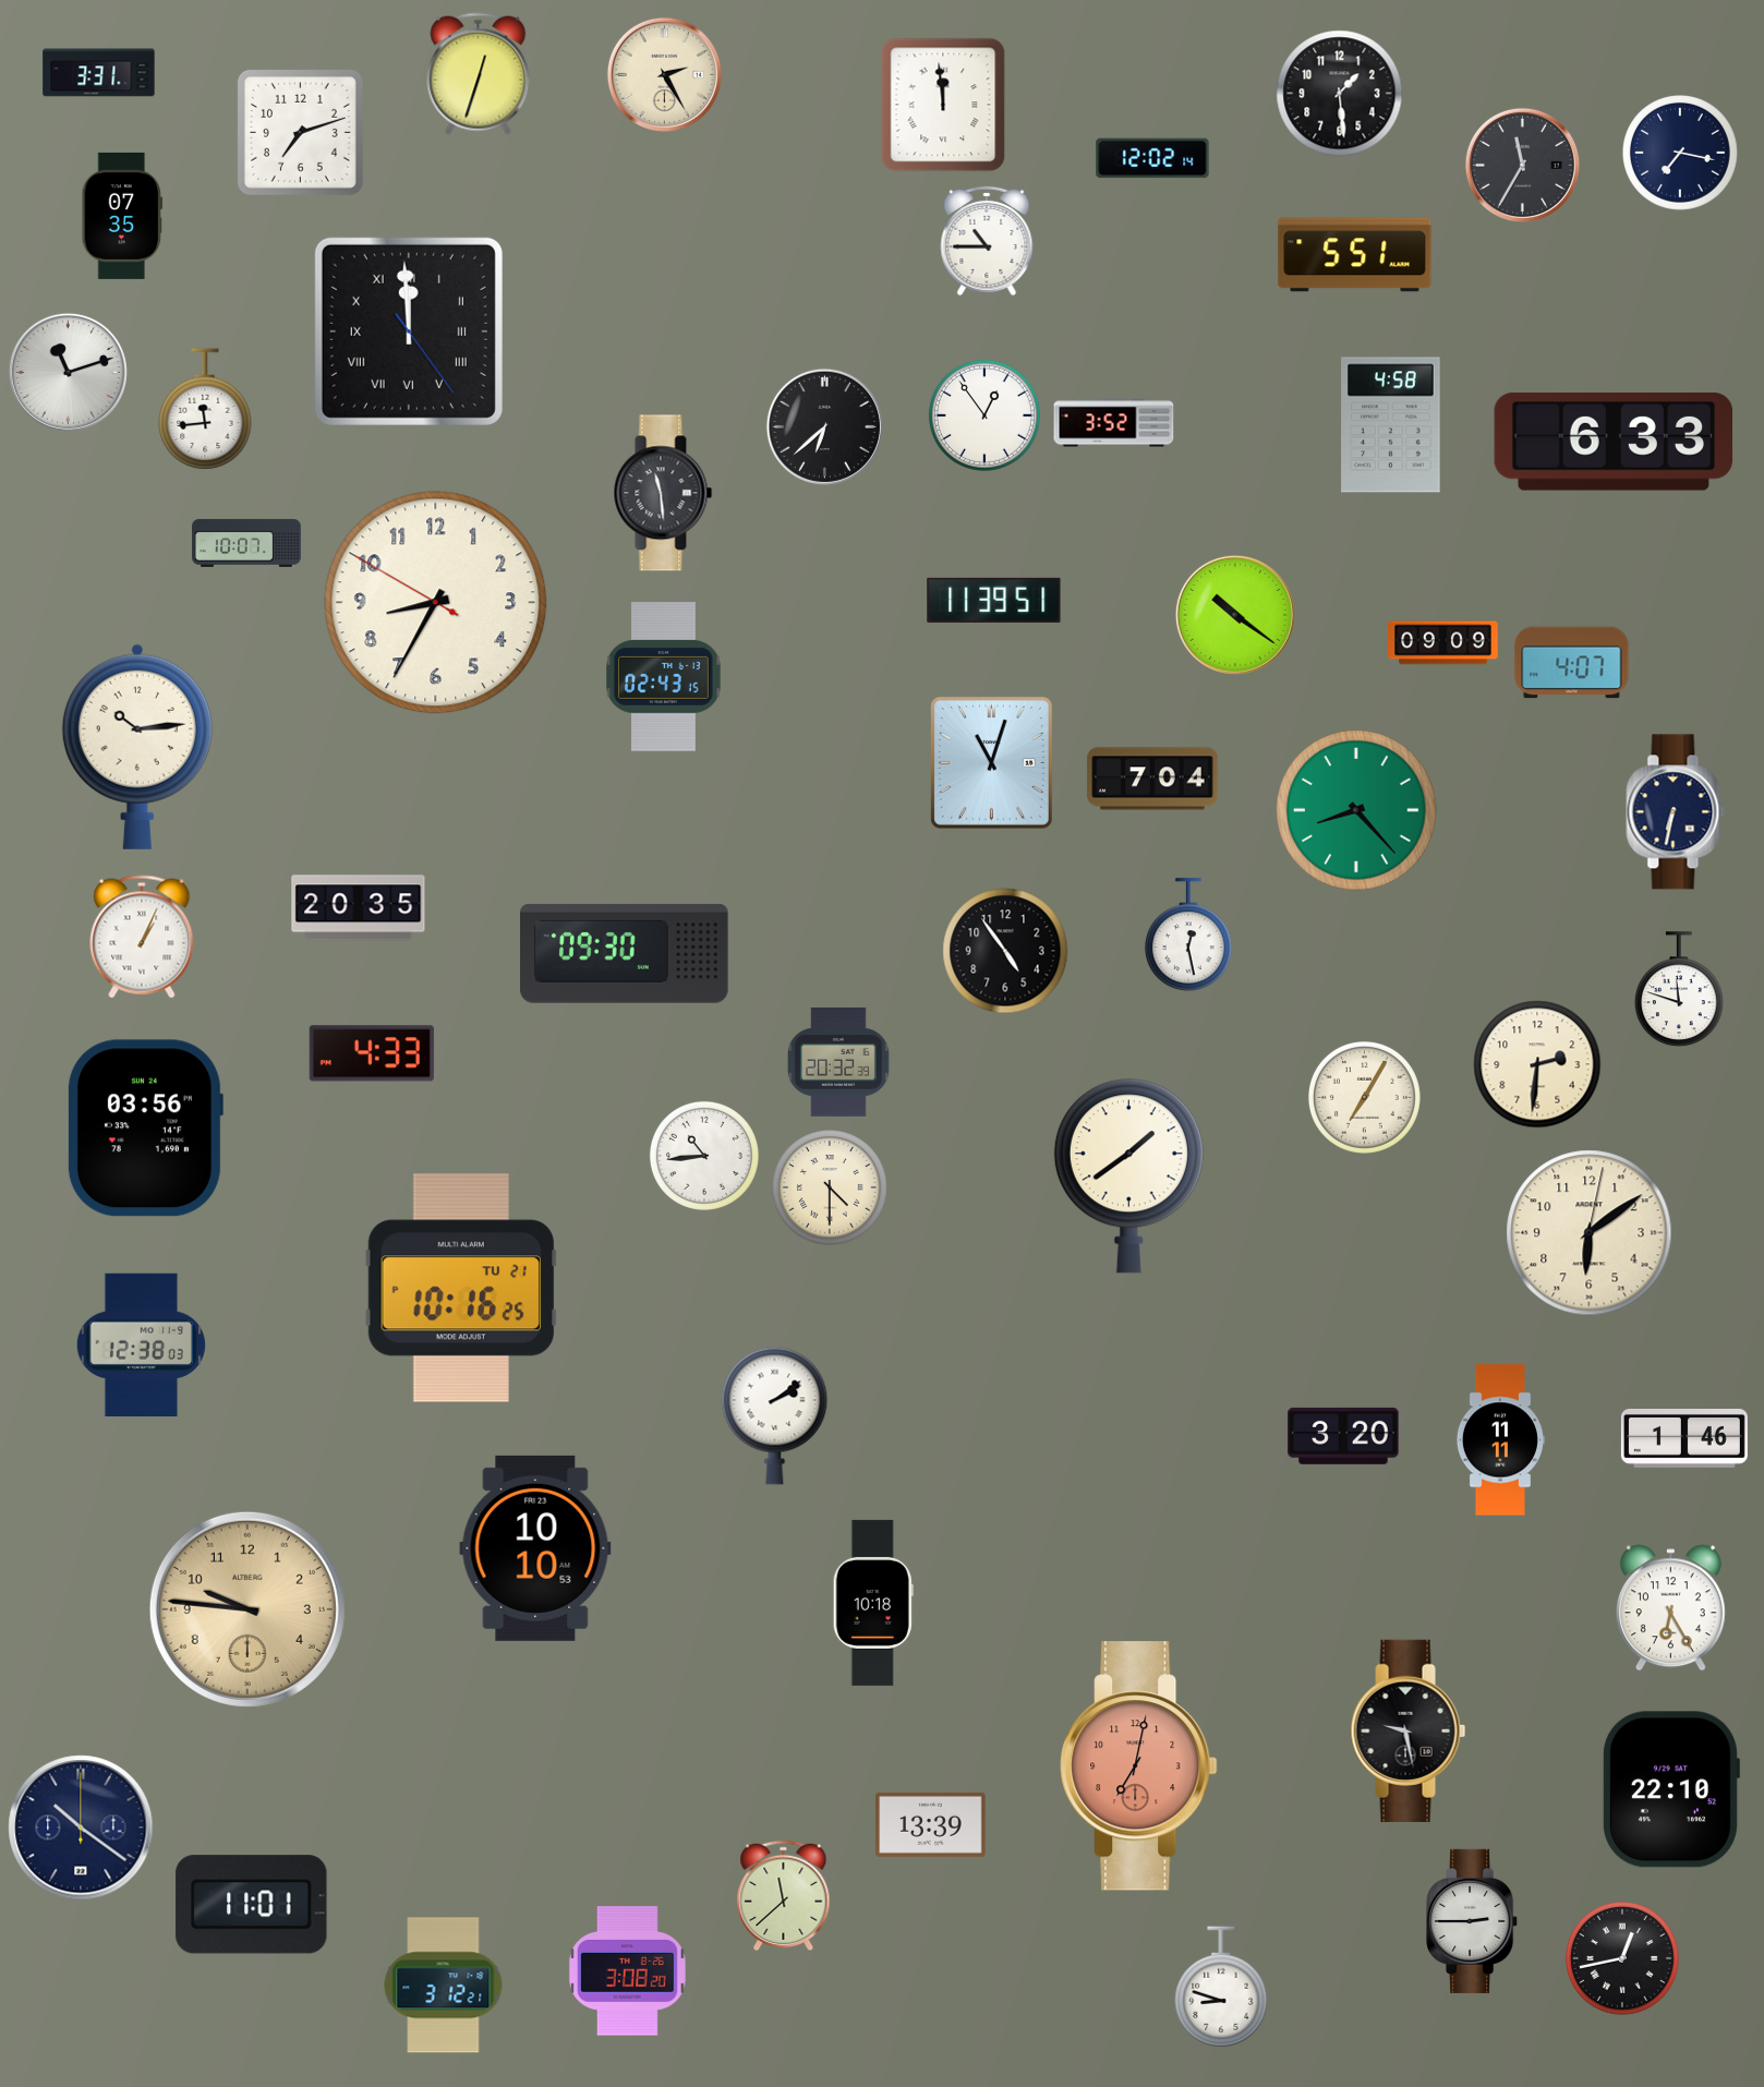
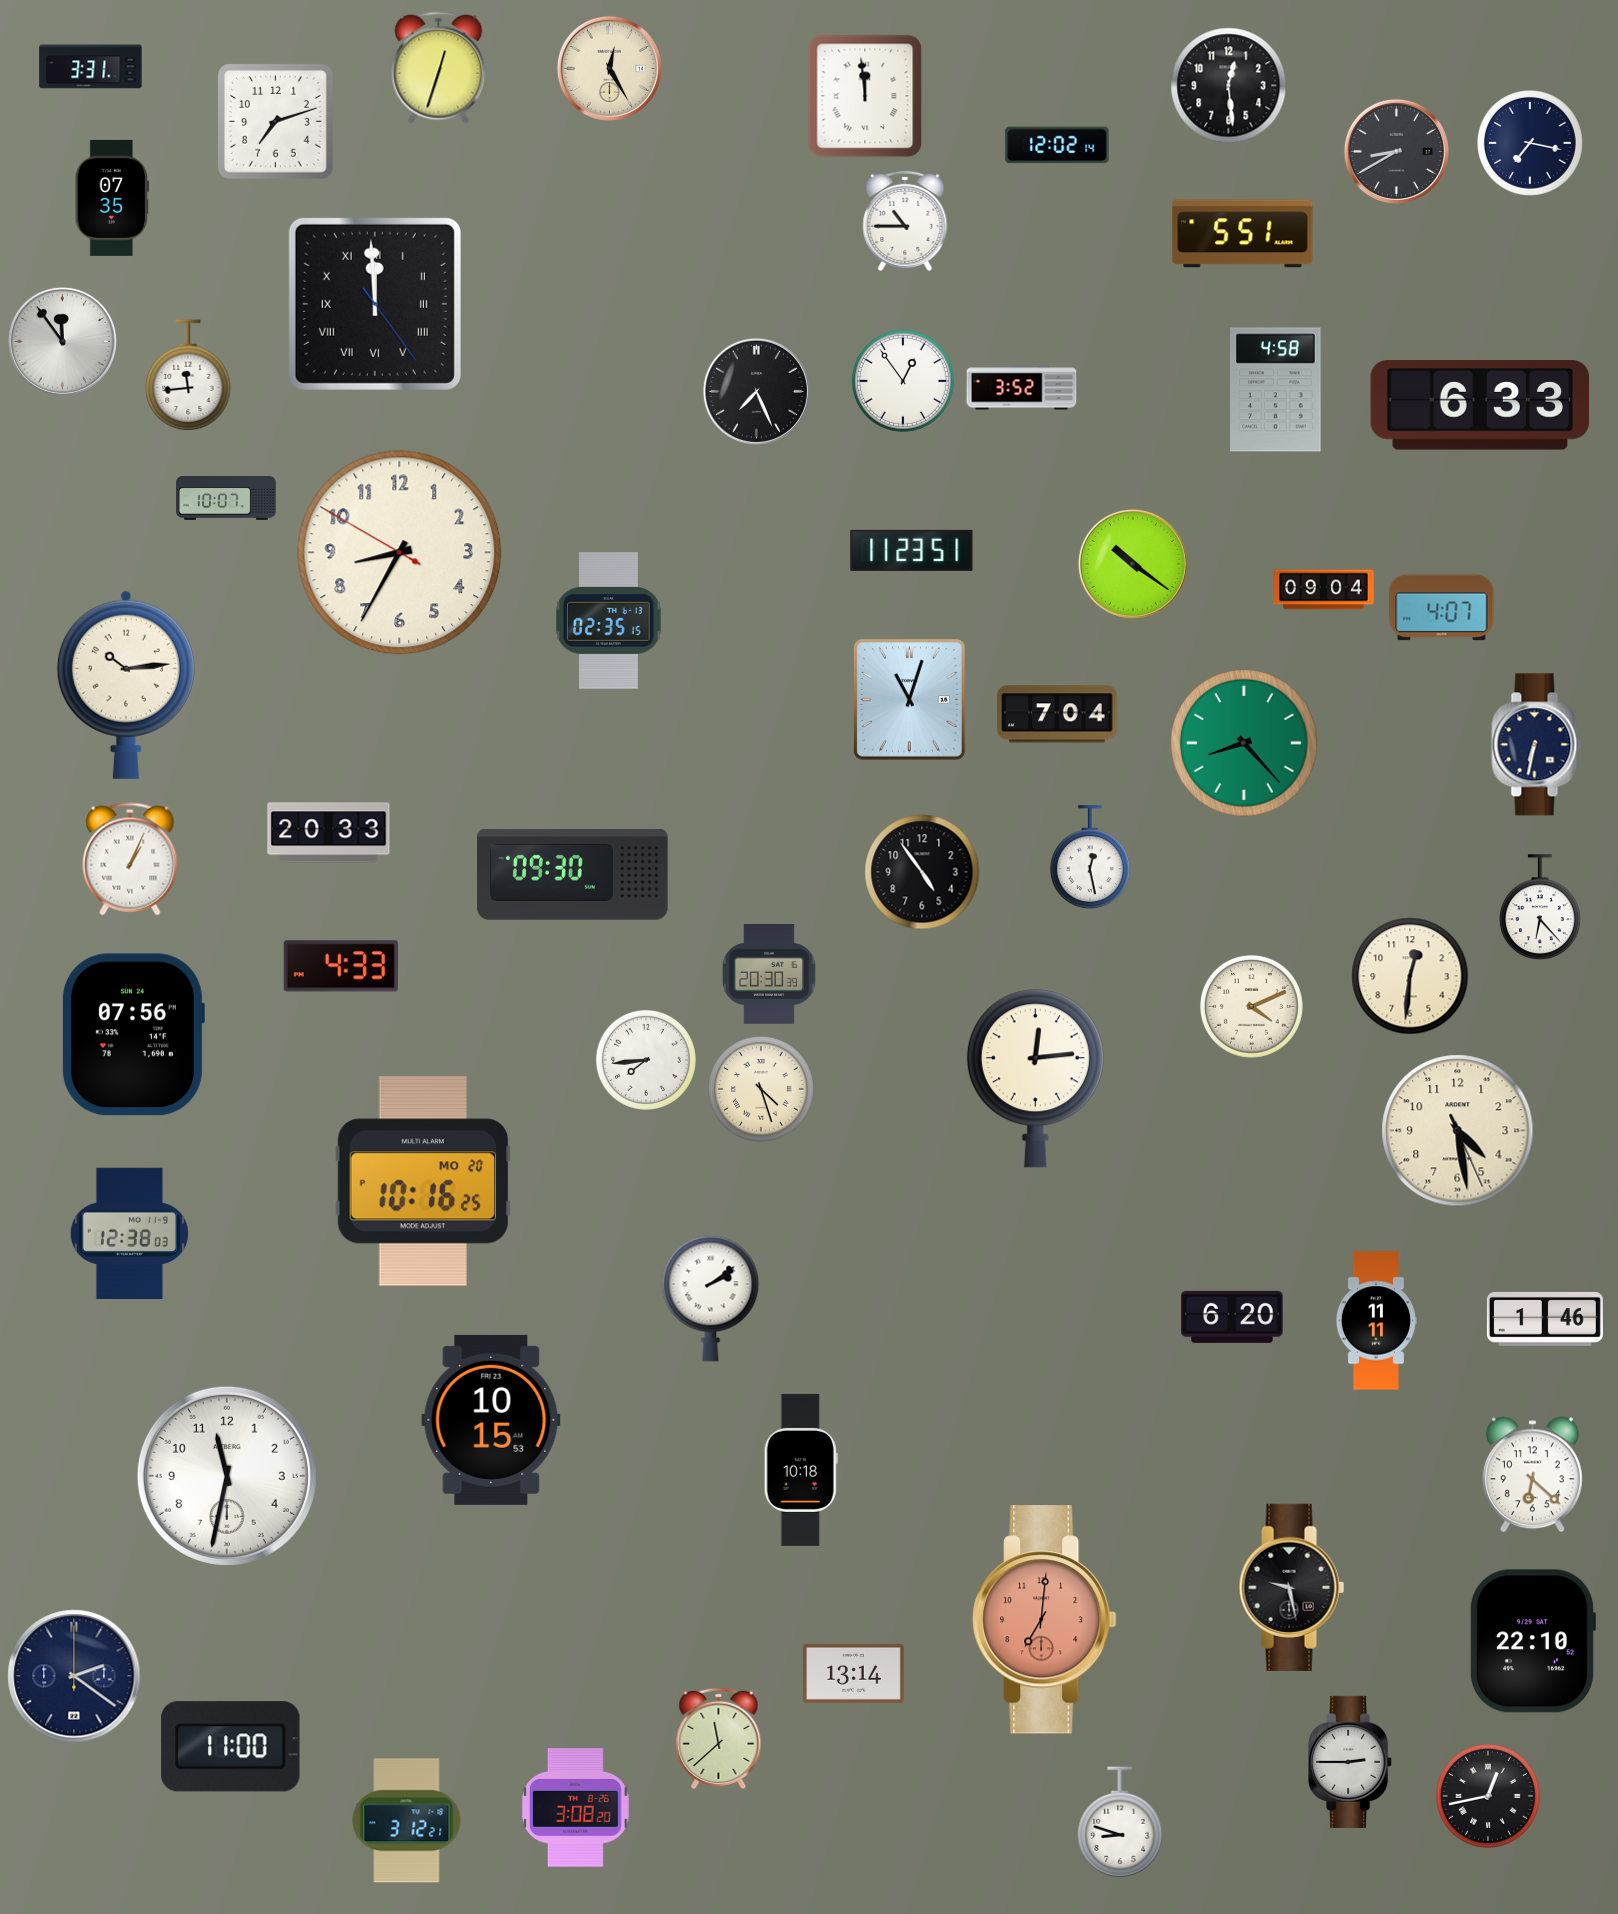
clock at (664, 74): 2:25 -> 12:25
clock at (1340, 94): 1:29 -> 12:29
clock at (1680, 153) position: (1680, 153) -> (1530, 143)
clock at (1522, 165): 11:35 -> 8:40
clock at (68, 372): 11:12 -> 11:54
clock at (824, 426): 6:38 -> 7:26
clock at (663, 493): 11:29 -> none
clock at (994, 600): 11:39 -> 11:23
clock at (1443, 643): 09:09 -> 09:04
clock at (664, 677): 02:43 -> 02:35
clock at (359, 908): 20:35 -> 20:33
clock at (1680, 990): 11:48 -> 6:23
clock at (839, 1063): 20:32 -> 20:30
clock at (1537, 1064): 2:31 -> 12:31
clock at (1364, 1097): 7:05 -> 4:11
clock at (145, 1129): 03:56 -> 07:56
clock at (704, 1156): 10:44 -> 7:44
clock at (1128, 1177): 1:39 -> 12:14
clock at (830, 1187): 4:30 -> 4:27
clock at (1590, 1233): 6:09 -> 4:28
clock at (461, 1288) date: TU 21 -> MO 20
clock at (1343, 1436): 3:20 -> 6:20
clock at (535, 1548): 10:10 -> 10:15
clock at (1670, 1608): 6:25 -> 6:22
clock at (247, 1609): 9:46 -> 11:32
clock at (247, 1609) dial: champagne -> white
clock at (1139, 1766): 7:02 -> 7:01
clock at (931, 1824): 13:39 -> 13:14
clock at (81, 1827): 10:21 -> 2:21
clock at (252, 1905): 11:01 -> 11:00
